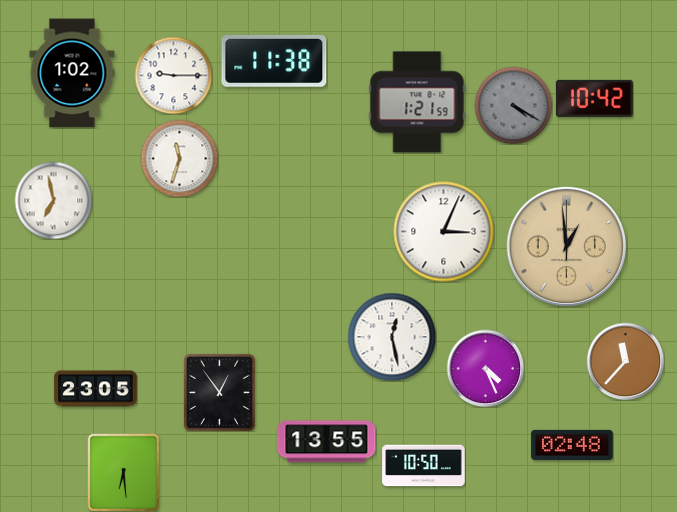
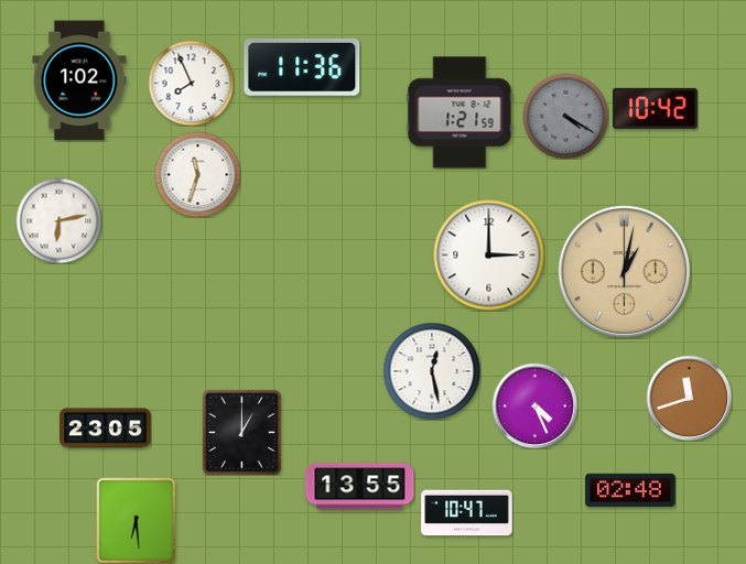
clock at (274, 61): 11:38 -> 11:36
clock at (173, 75): 9:15 -> 7:56
clock at (53, 200): 6:58 -> 6:13
clock at (444, 232): 3:04 -> 3:00
clock at (567, 247): 12:59 -> 1:02
clock at (625, 361): 11:37 -> 11:42
clock at (219, 392): 12:54 -> 1:00
clock at (424, 466): 10:50 -> 10:47
